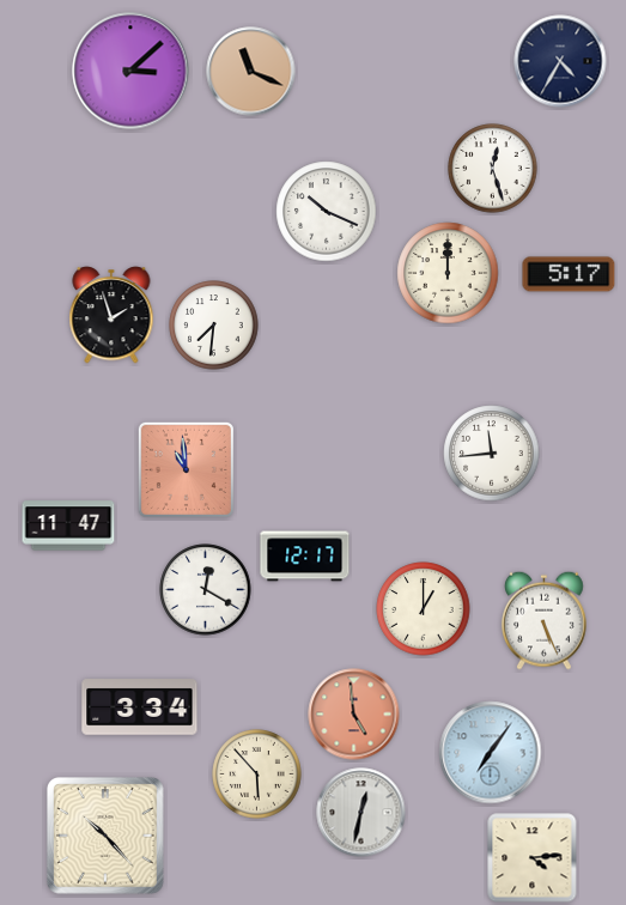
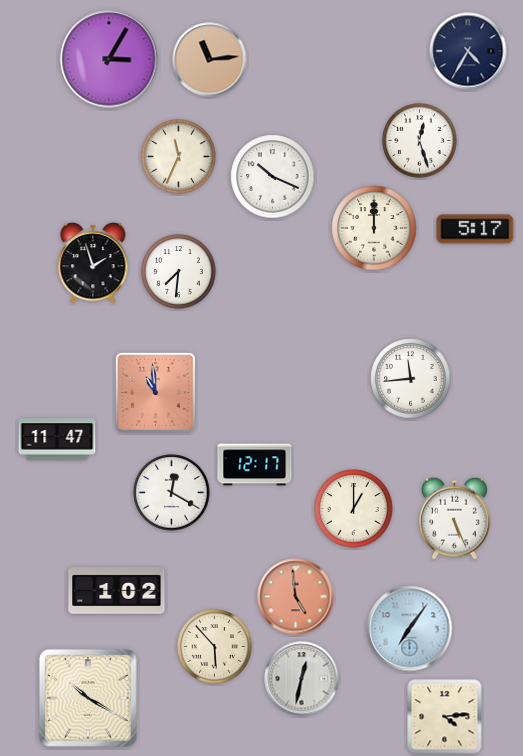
clock at (130, 71): 3:08 -> 3:05
clock at (251, 72): 11:19 -> 11:14
clock at (493, 169) position: (493, 169) -> (420, 141)
clock at (179, 157): none -> 11:34
clock at (140, 707): 3:34 -> 1:02
clock at (105, 836): 10:23 -> 10:20
